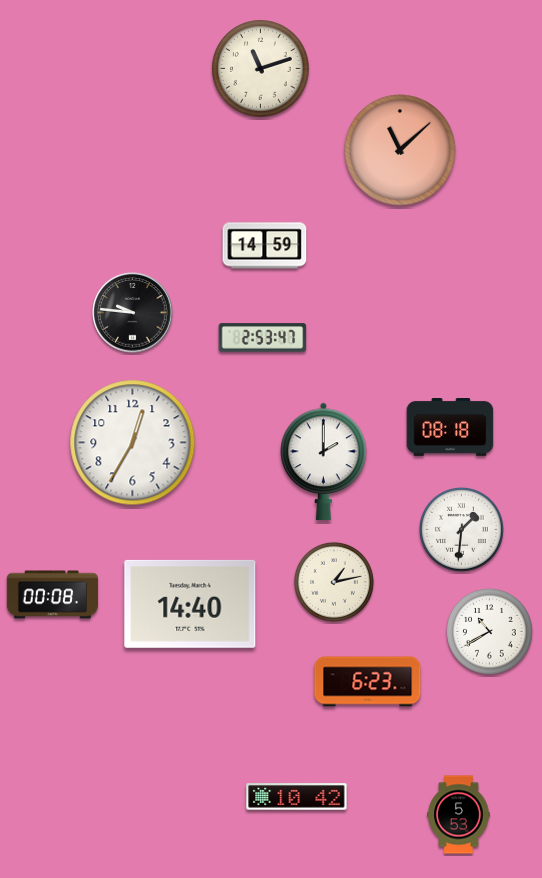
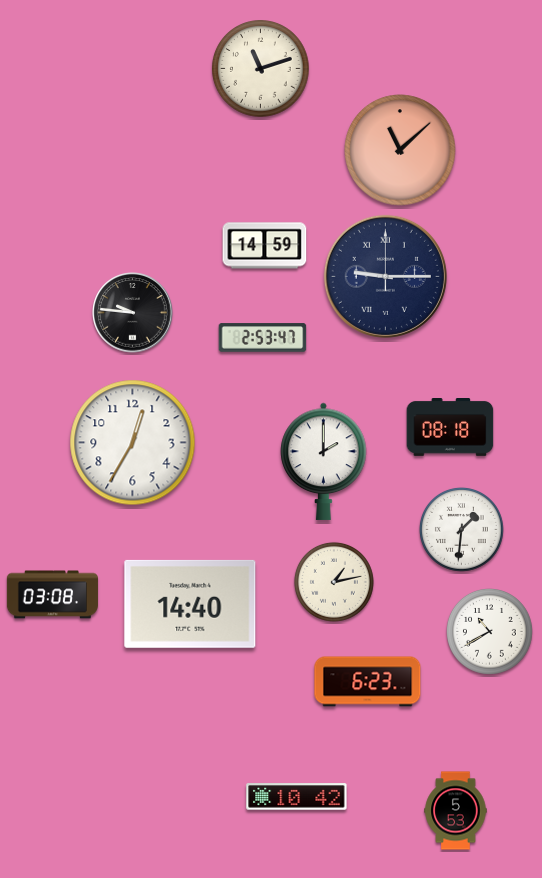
clock at (385, 276): none -> 9:15
clock at (52, 595): 00:08 -> 03:08
clock at (459, 815) position: (459, 815) -> (456, 811)
